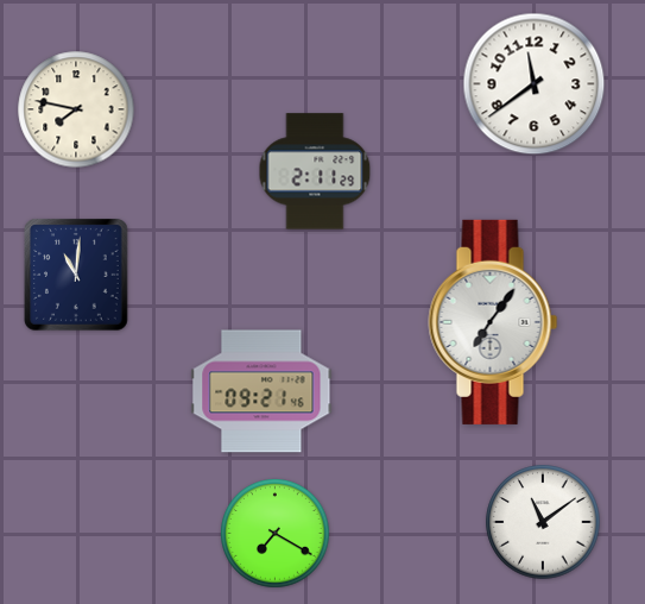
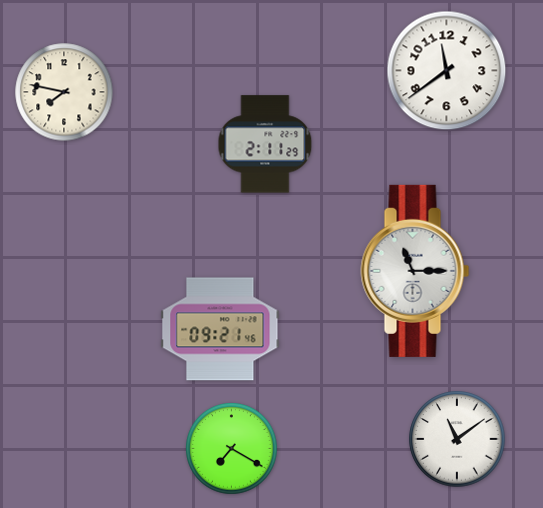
clock at (535, 84) position: (535, 84) -> (447, 71)
clock at (77, 275): 11:01 -> none
clock at (493, 322): 7:06 -> 11:15
